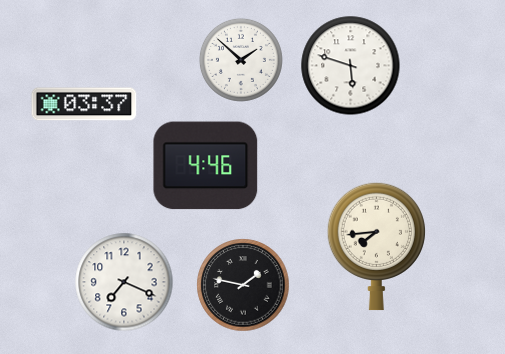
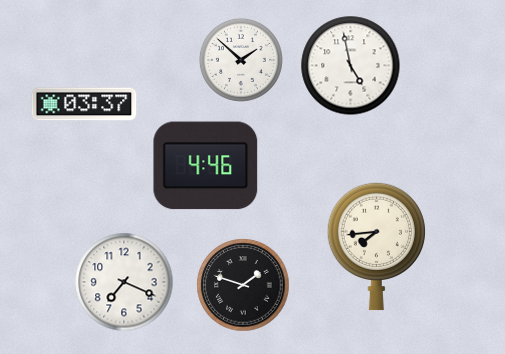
clock at (351, 66): 5:48 -> 4:58
clock at (243, 285): 1:47 -> 1:48
